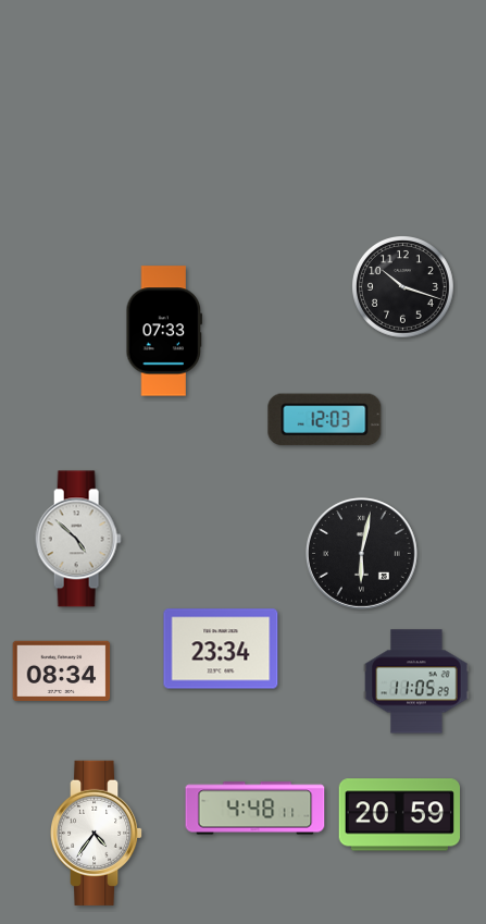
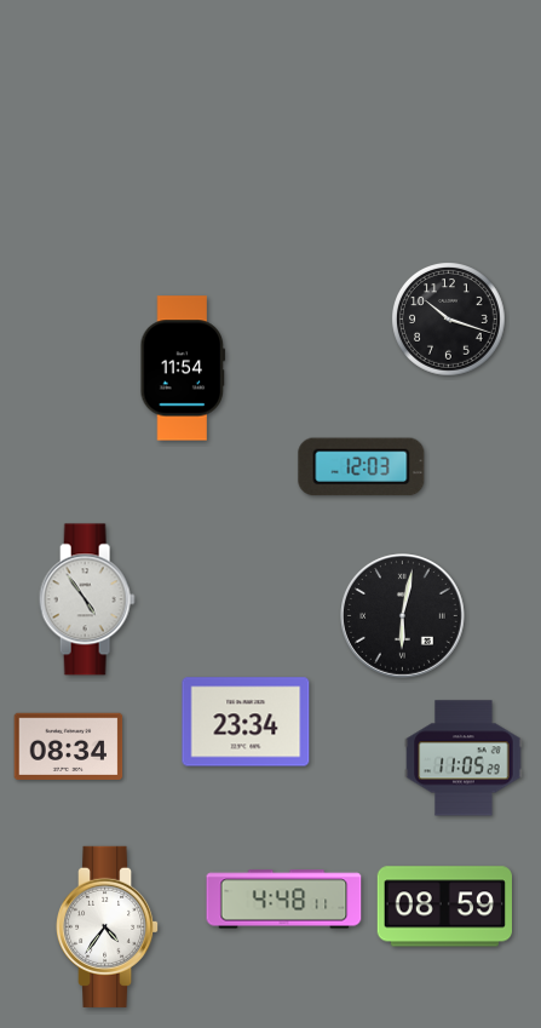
clock at (164, 331): 07:33 -> 11:54
clock at (78, 539): 4:52 -> 4:54
clock at (399, 815): 20:59 -> 08:59
